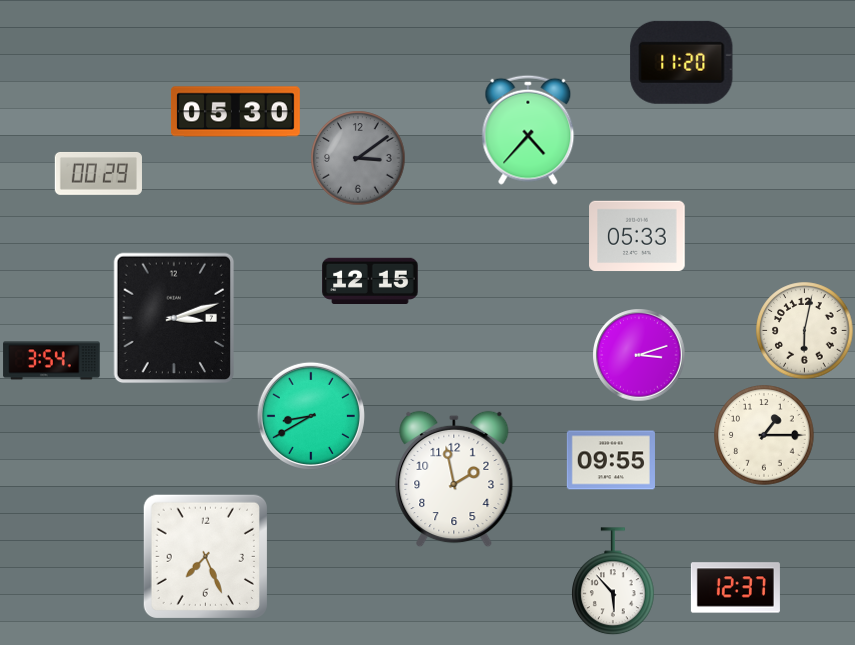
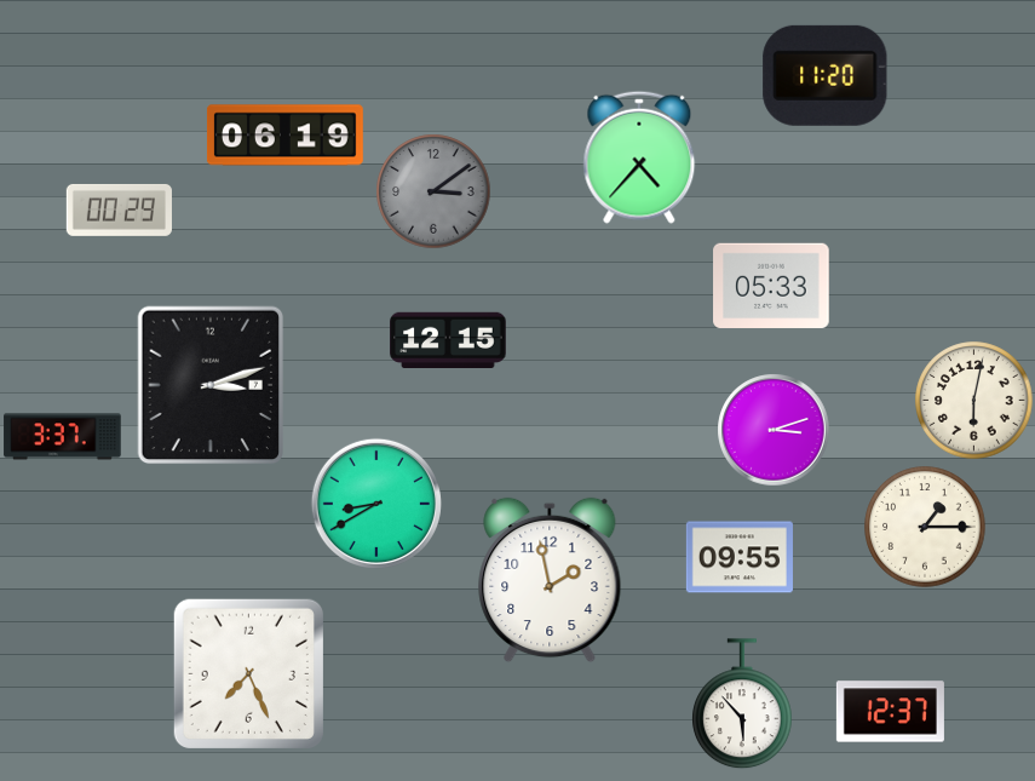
clock at (235, 112): 05:30 -> 06:19
clock at (52, 361): 3:54 -> 3:37
